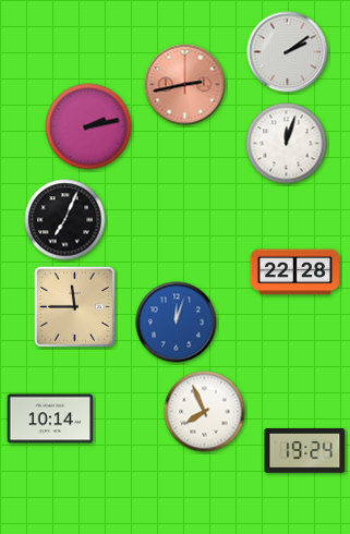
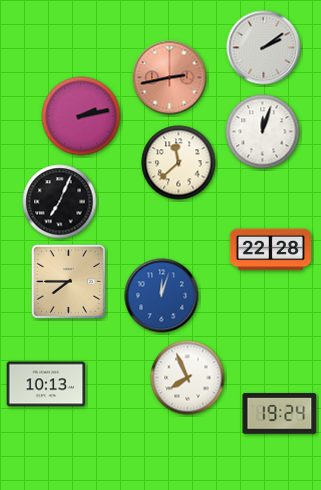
clock at (179, 163): none -> 11:38
clock at (74, 306): 11:45 -> 7:45
clock at (50, 418): 10:14 -> 10:13
